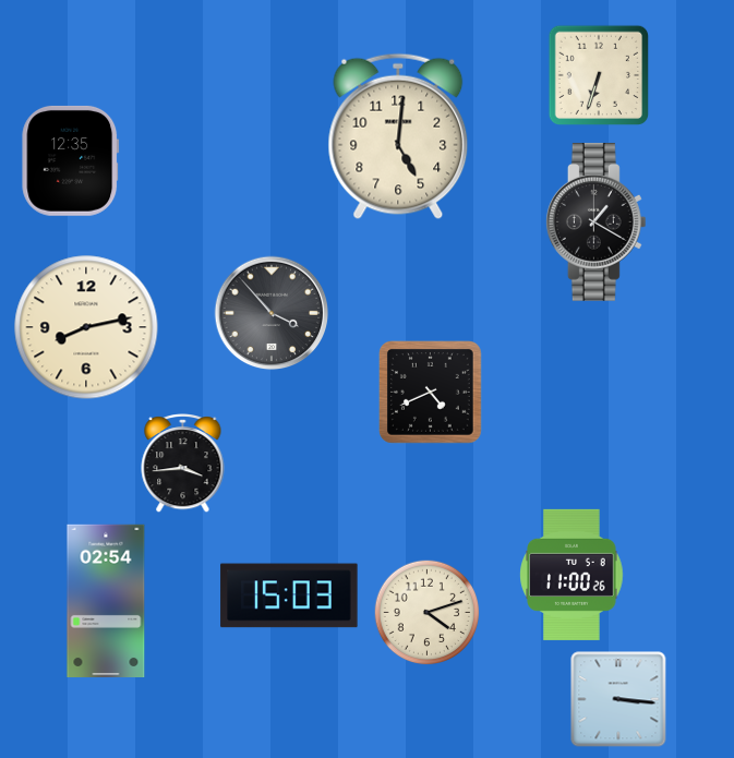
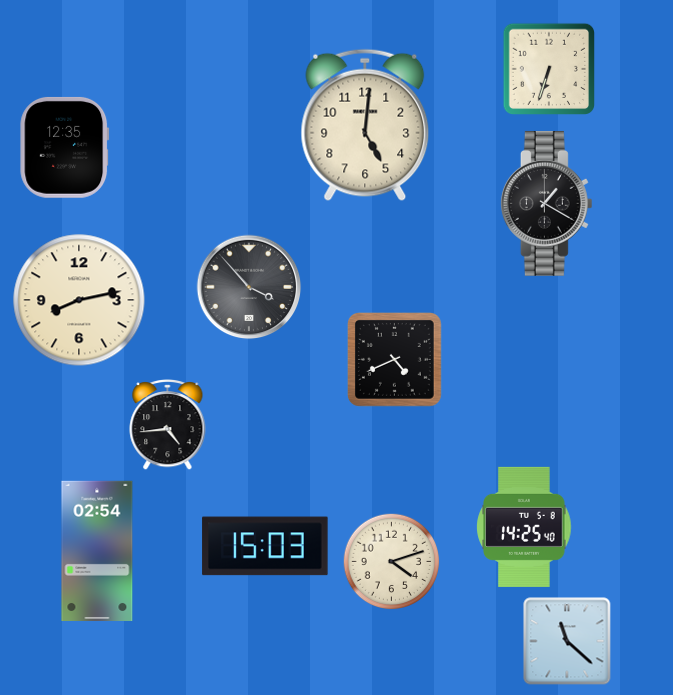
clock at (183, 464): 3:44 -> 4:44
clock at (571, 575): 11:00 -> 14:25
clock at (618, 699): 3:16 -> 11:22
